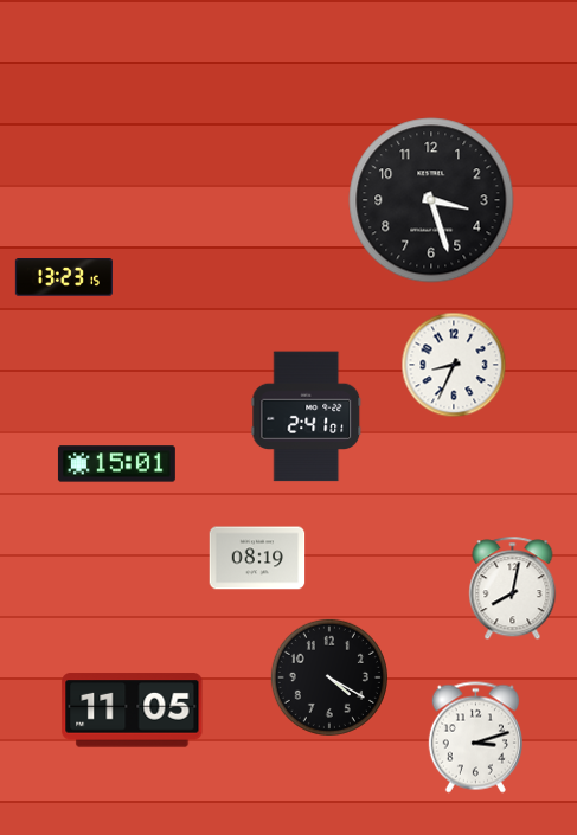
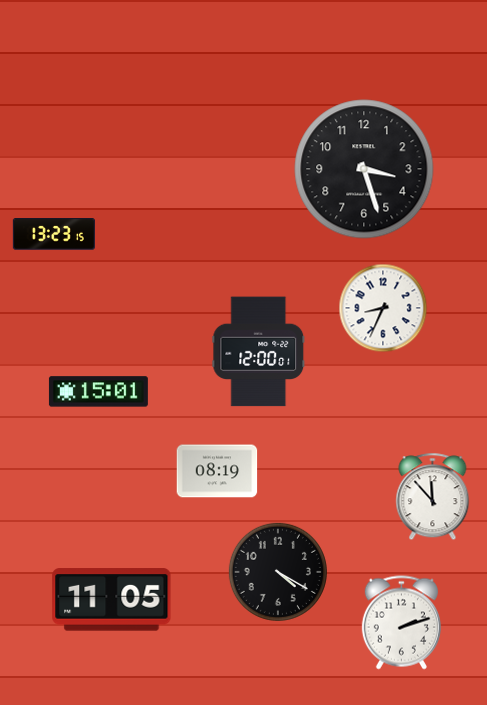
clock at (307, 417): 2:41 -> 12:00
clock at (513, 589): 8:02 -> 11:53
clock at (475, 738): 3:12 -> 2:12
